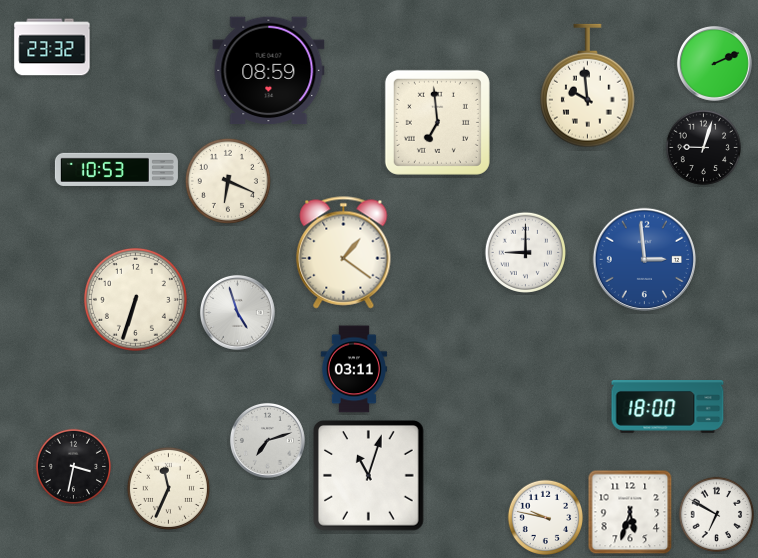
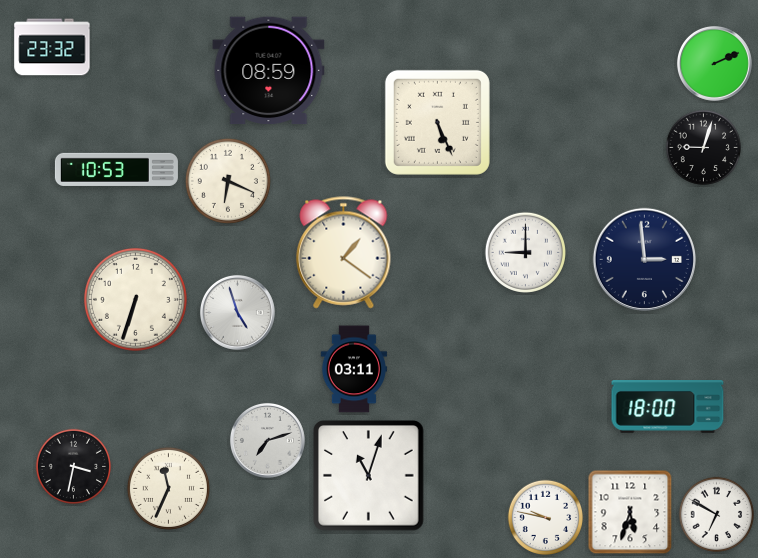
clock at (588, 86): 9:59 -> none
clock at (437, 122): 6:59 -> 5:26
clock at (644, 259) dial: blue -> navy
